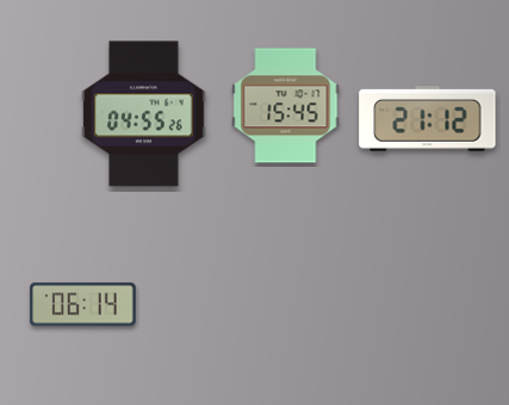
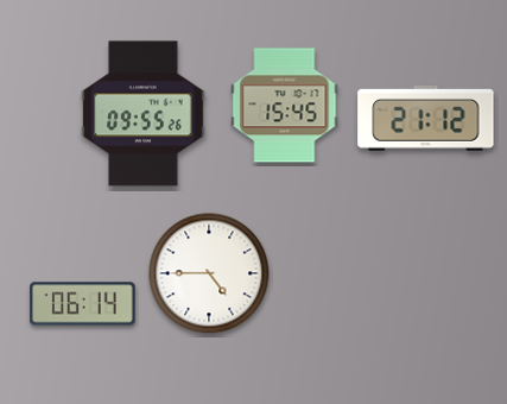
clock at (144, 114): 04:55 -> 09:55
clock at (209, 273): none -> 4:45
